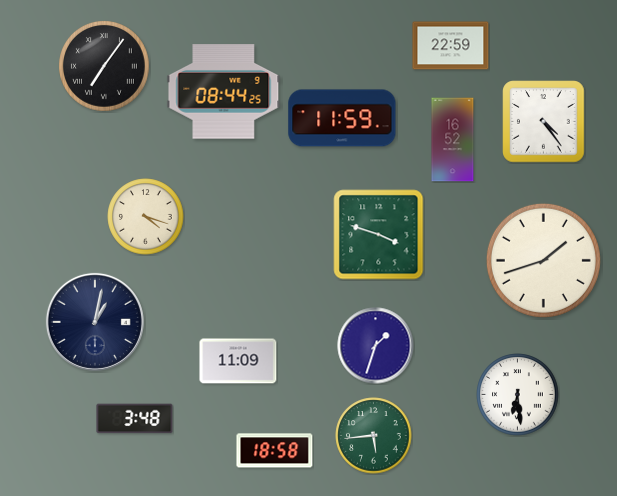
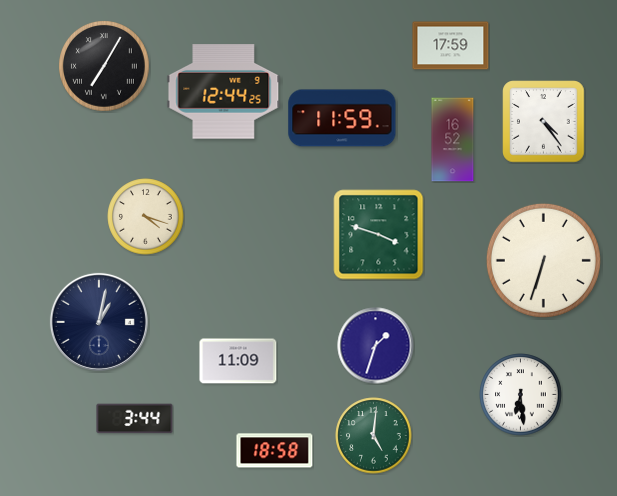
clock at (451, 46): 22:59 -> 17:59
clock at (105, 67): 7:06 -> 7:05
clock at (224, 92): 08:44 -> 12:44
clock at (543, 260): 1:42 -> 6:33
clock at (95, 322) position: (95, 322) -> (99, 322)
clock at (518, 395) position: (518, 395) -> (521, 395)
clock at (135, 419): 3:48 -> 3:44
clock at (374, 436): 5:44 -> 5:01
